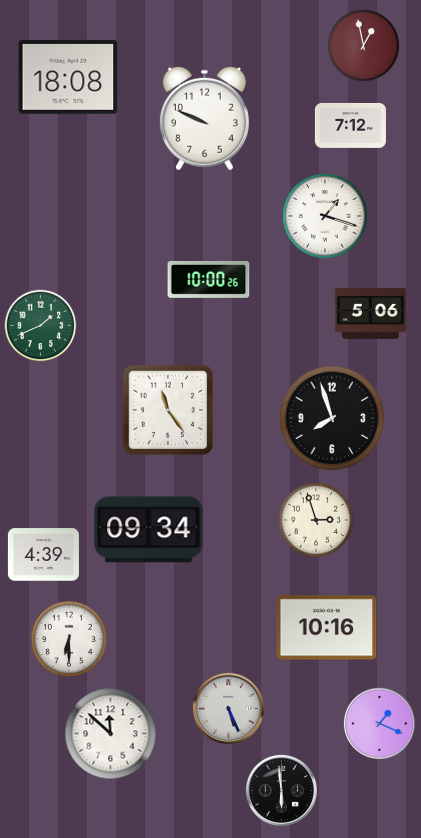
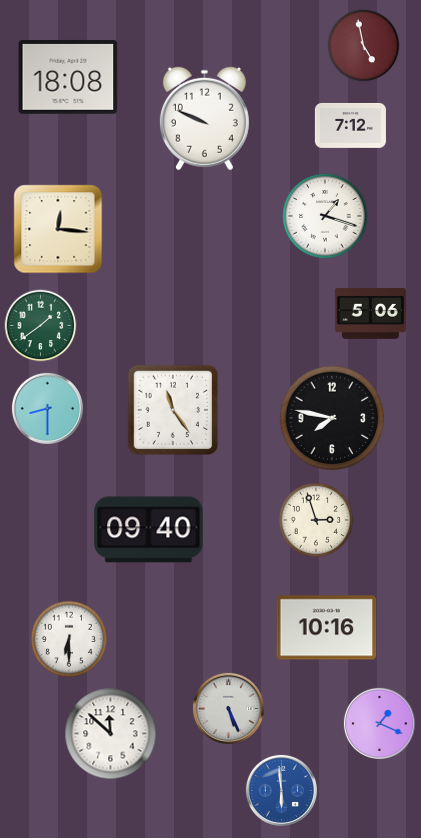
clock at (364, 46): 12:58 -> 4:58
clock at (58, 229): none -> 12:16
clock at (209, 279): 10:00 -> none
clock at (41, 326): 1:41 -> 1:39
clock at (47, 408): none -> 8:30
clock at (168, 410) position: (168, 410) -> (173, 410)
clock at (332, 418): 7:57 -> 7:47
clock at (149, 530): 09:34 -> 09:40
clock at (43, 555): 4:39 -> none
clock at (281, 790) dial: black -> blue
